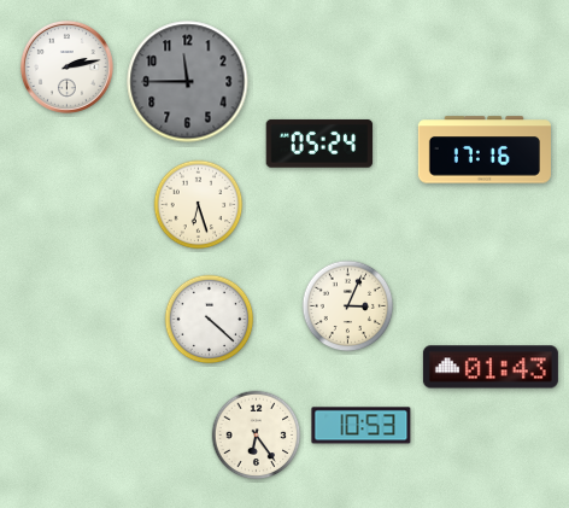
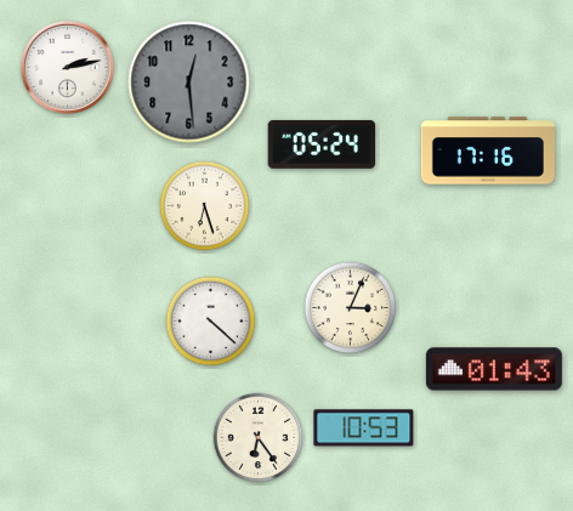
clock at (188, 82): 11:45 -> 12:29
clock at (199, 205) position: (199, 205) -> (205, 206)
